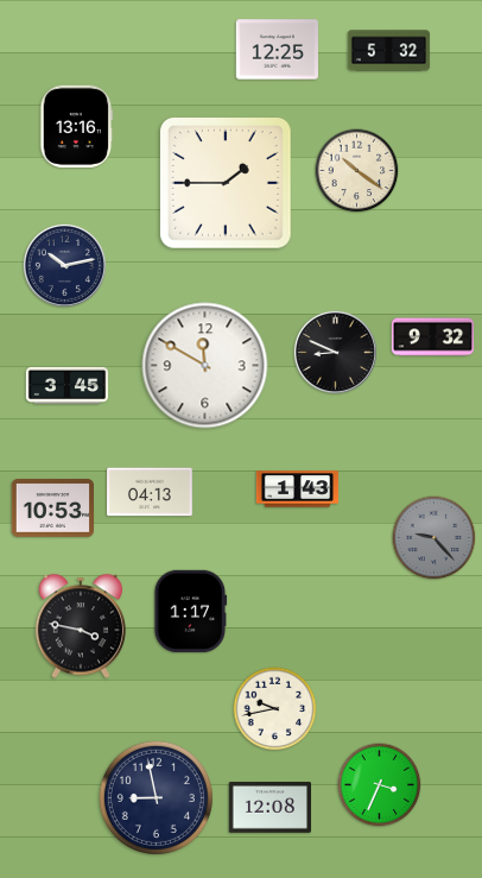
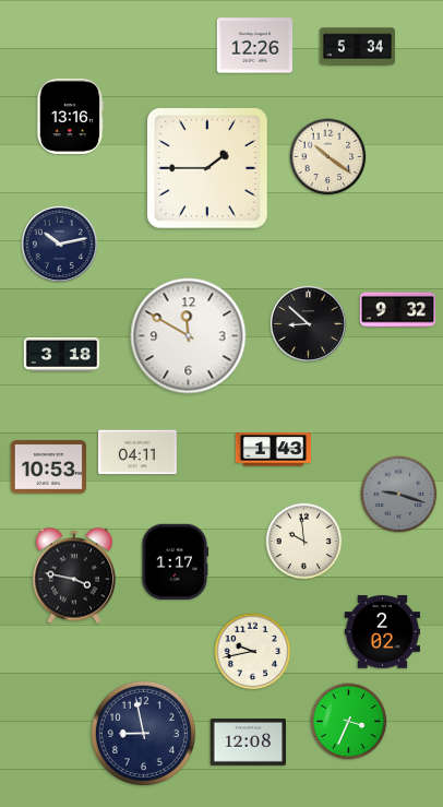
clock at (277, 50): 12:25 -> 12:26
clock at (389, 51): 5:32 -> 5:34
clock at (335, 352): 8:49 -> 8:52
clock at (68, 385): 3:45 -> 3:18
clock at (150, 492): 04:13 -> 04:11
clock at (435, 538): 9:23 -> 9:18
clock at (304, 542): none -> 9:59
clock at (382, 632): none -> 2:02
